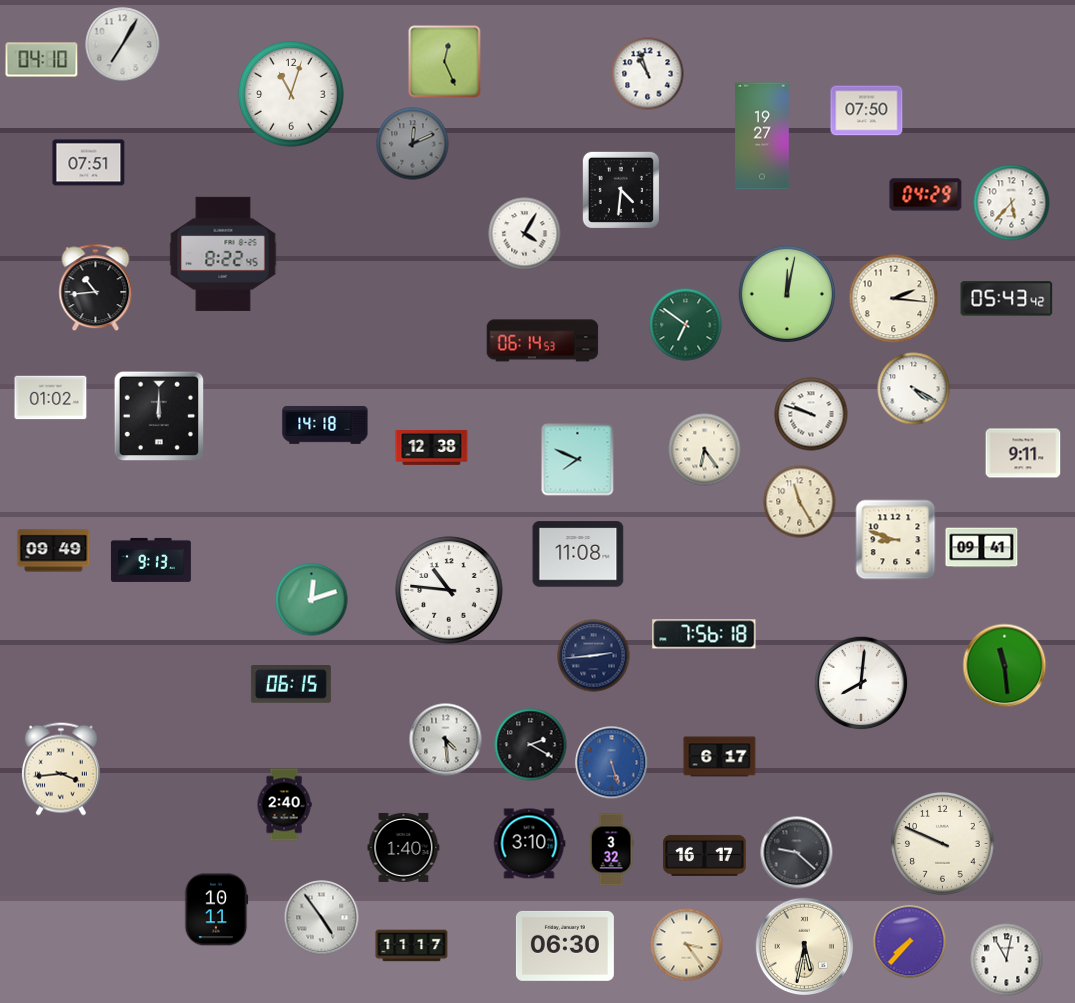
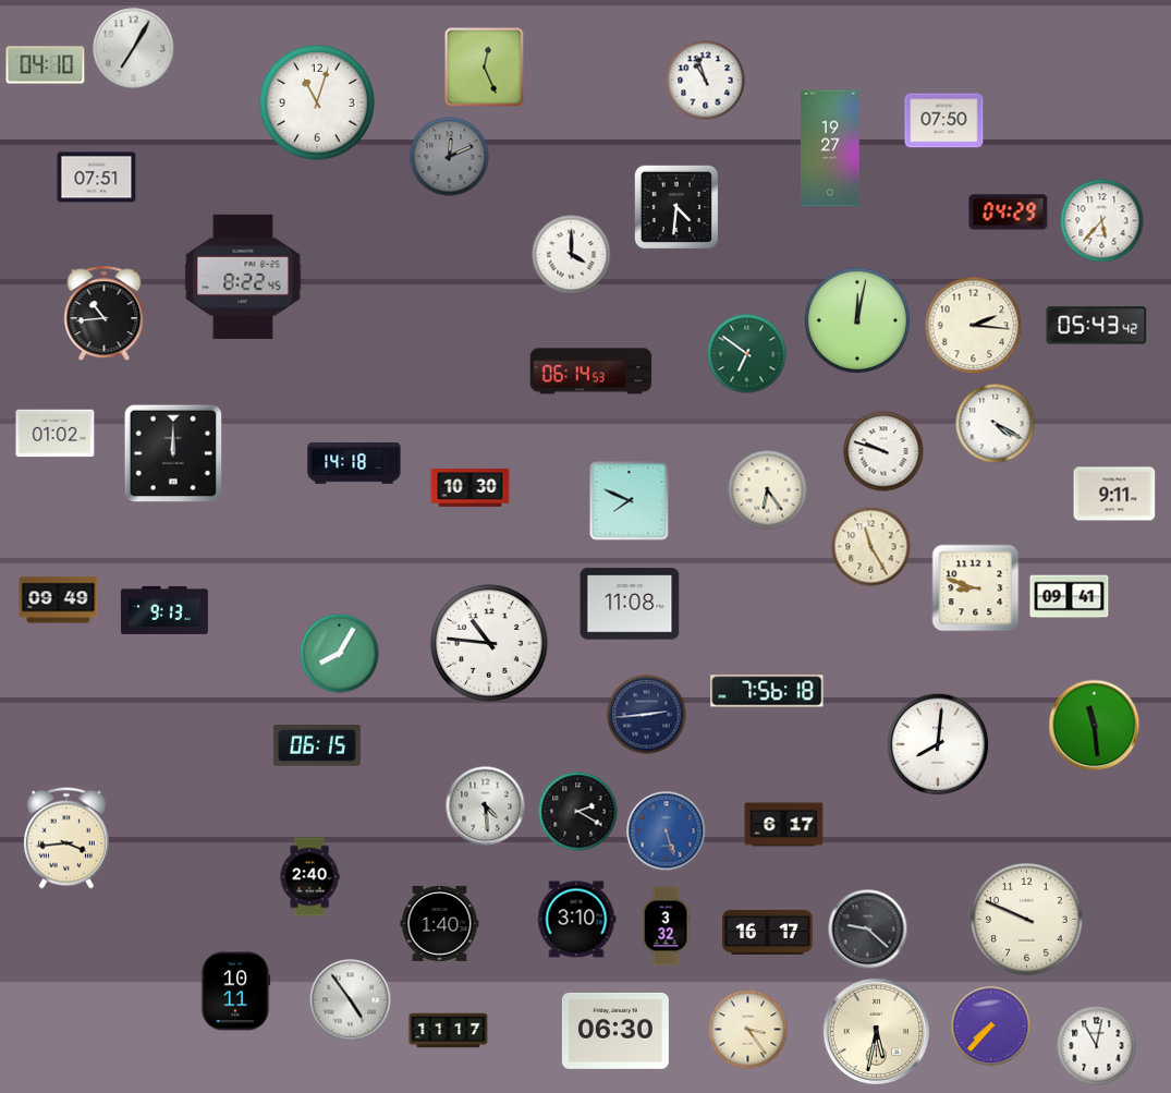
clock at (525, 234): 4:05 -> 4:00
clock at (432, 447): 12:38 -> 10:30
clock at (312, 600): 12:12 -> 8:05
